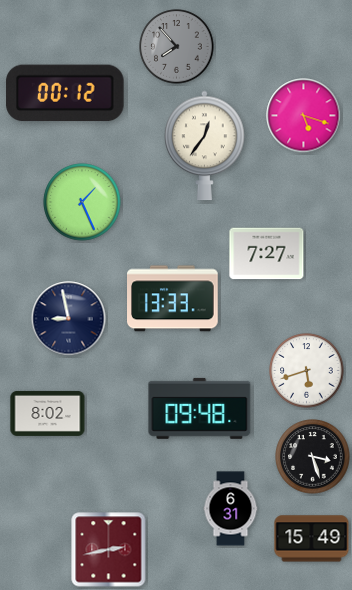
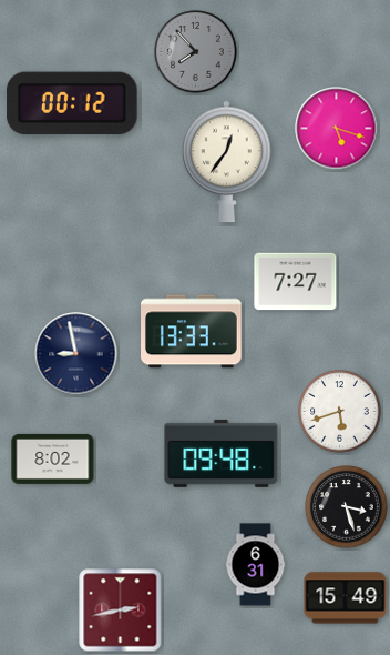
clock at (82, 202): 1:26 -> none
